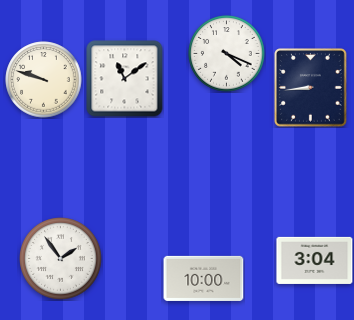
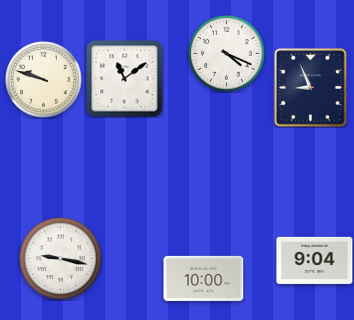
clock at (311, 88): 8:44 -> 8:56
clock at (61, 259): 1:54 -> 9:17
clock at (315, 260): 3:04 -> 9:04
